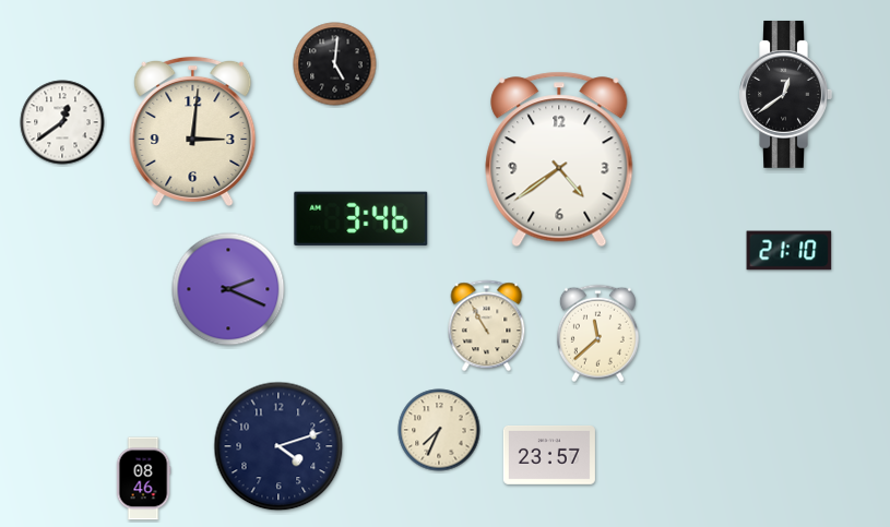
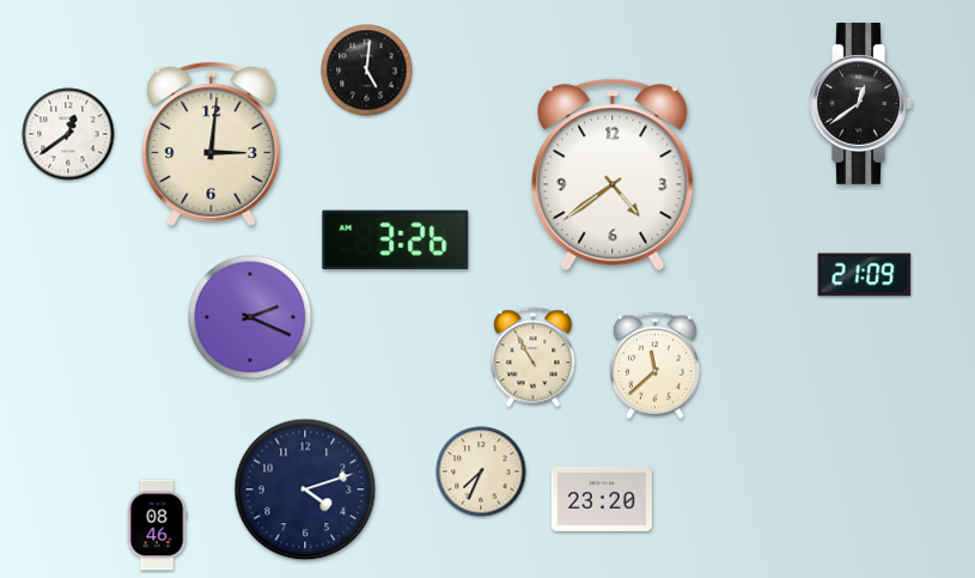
clock at (361, 218): 3:46 -> 3:26
clock at (790, 251): 21:10 -> 21:09
clock at (549, 455): 23:57 -> 23:20
